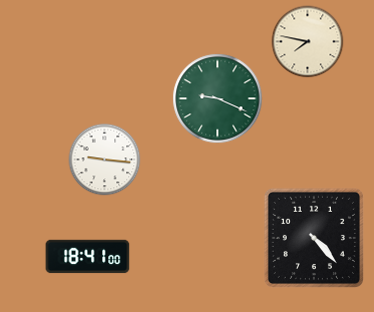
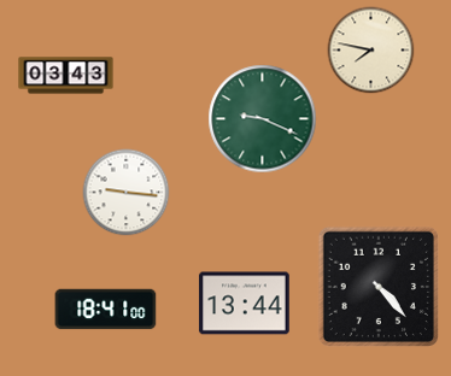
clock at (66, 76): none -> 03:43
clock at (245, 304): none -> 13:44
